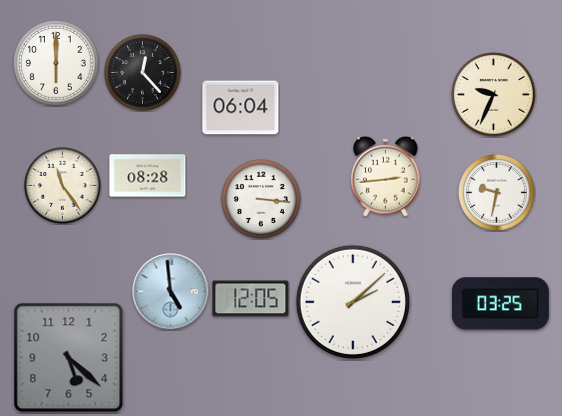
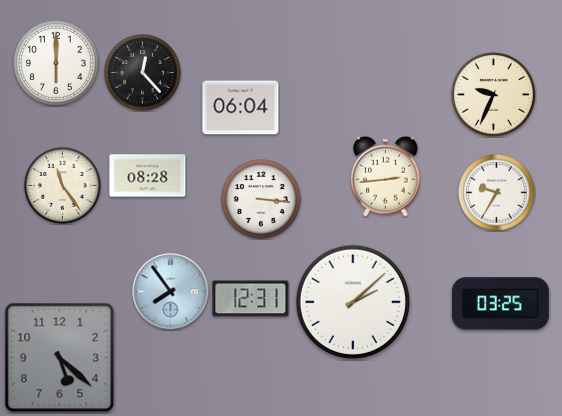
clock at (497, 193): 9:32 -> 9:35
clock at (171, 292): 4:59 -> 7:54
clock at (251, 299): 12:05 -> 12:31
clock at (69, 358) position: (69, 358) -> (60, 358)
